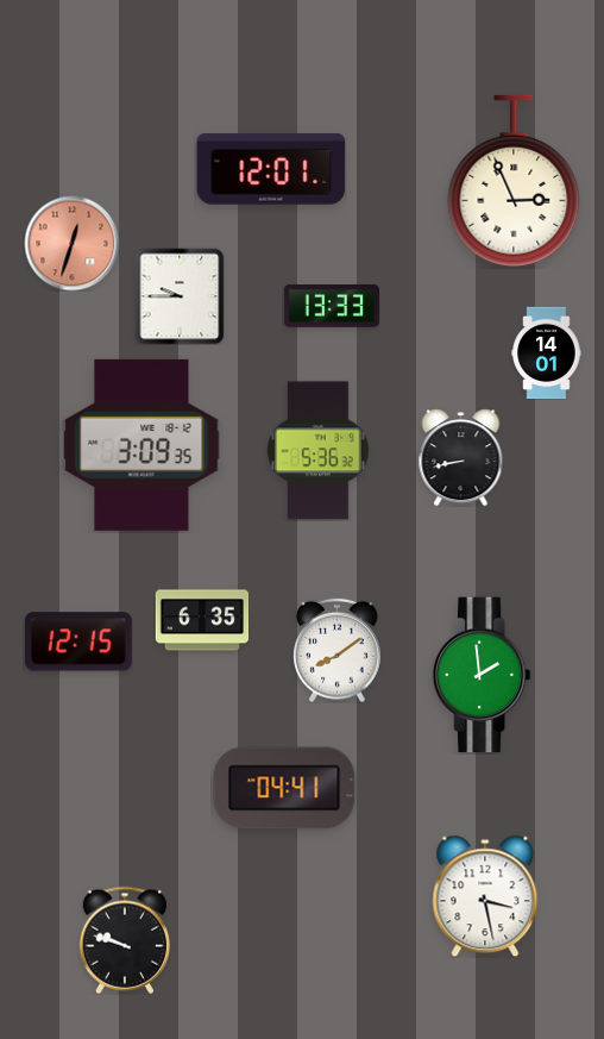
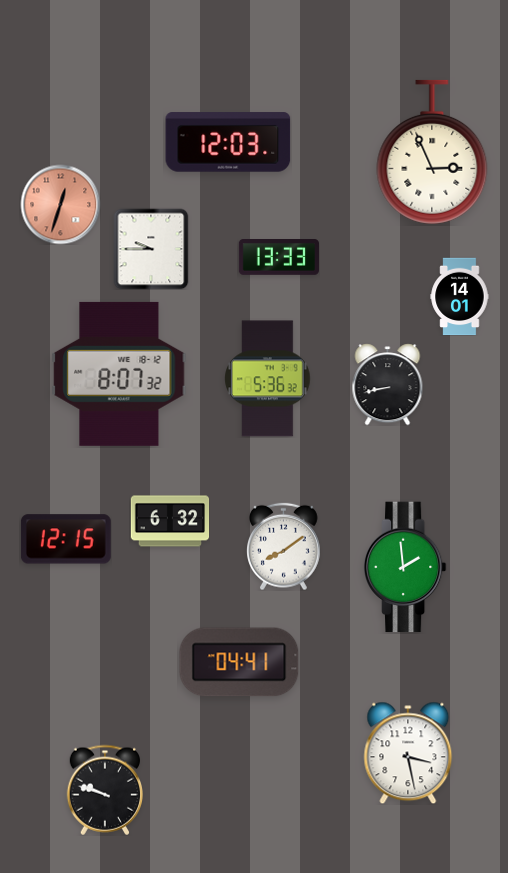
clock at (271, 169): 12:01 -> 12:03
clock at (141, 445): 3:09 -> 8:07
clock at (202, 620): 6:35 -> 6:32
